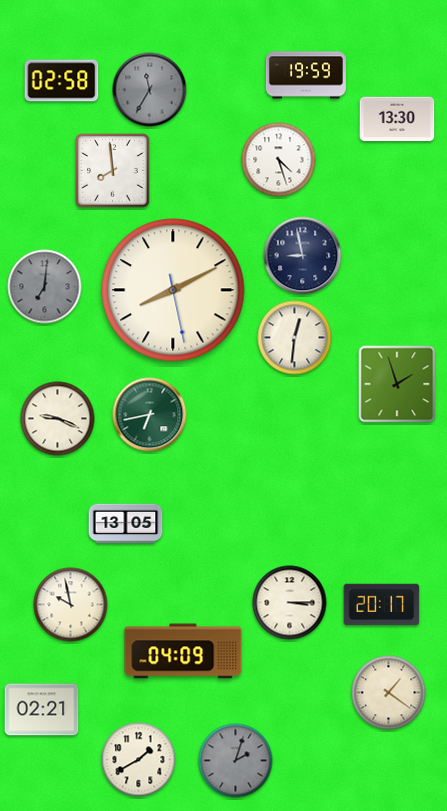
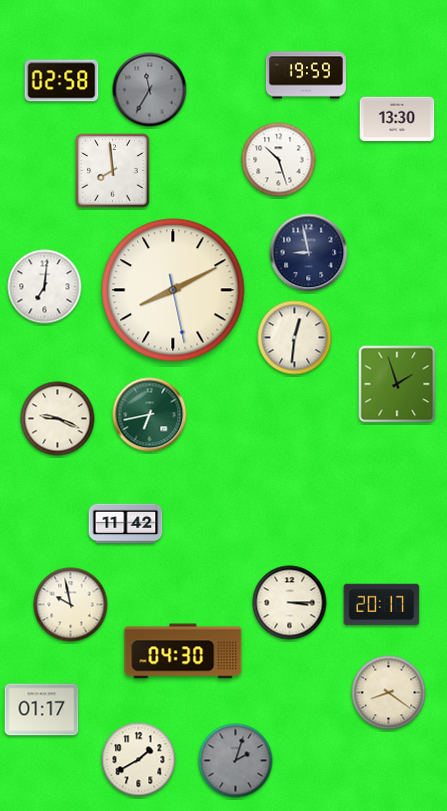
clock at (279, 160): 4:27 -> 10:27
clock at (303, 256) position: (303, 256) -> (309, 253)
clock at (45, 287) dial: grey -> white
clock at (126, 524): 13:05 -> 11:42
clock at (183, 651): 04:09 -> 04:30
clock at (389, 693): 1:21 -> 8:21
clock at (42, 710): 02:21 -> 01:17
